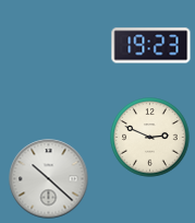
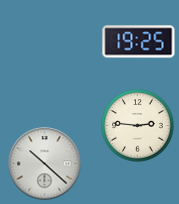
clock at (151, 46): 19:23 -> 19:25
clock at (150, 138): 2:49 -> 2:46
